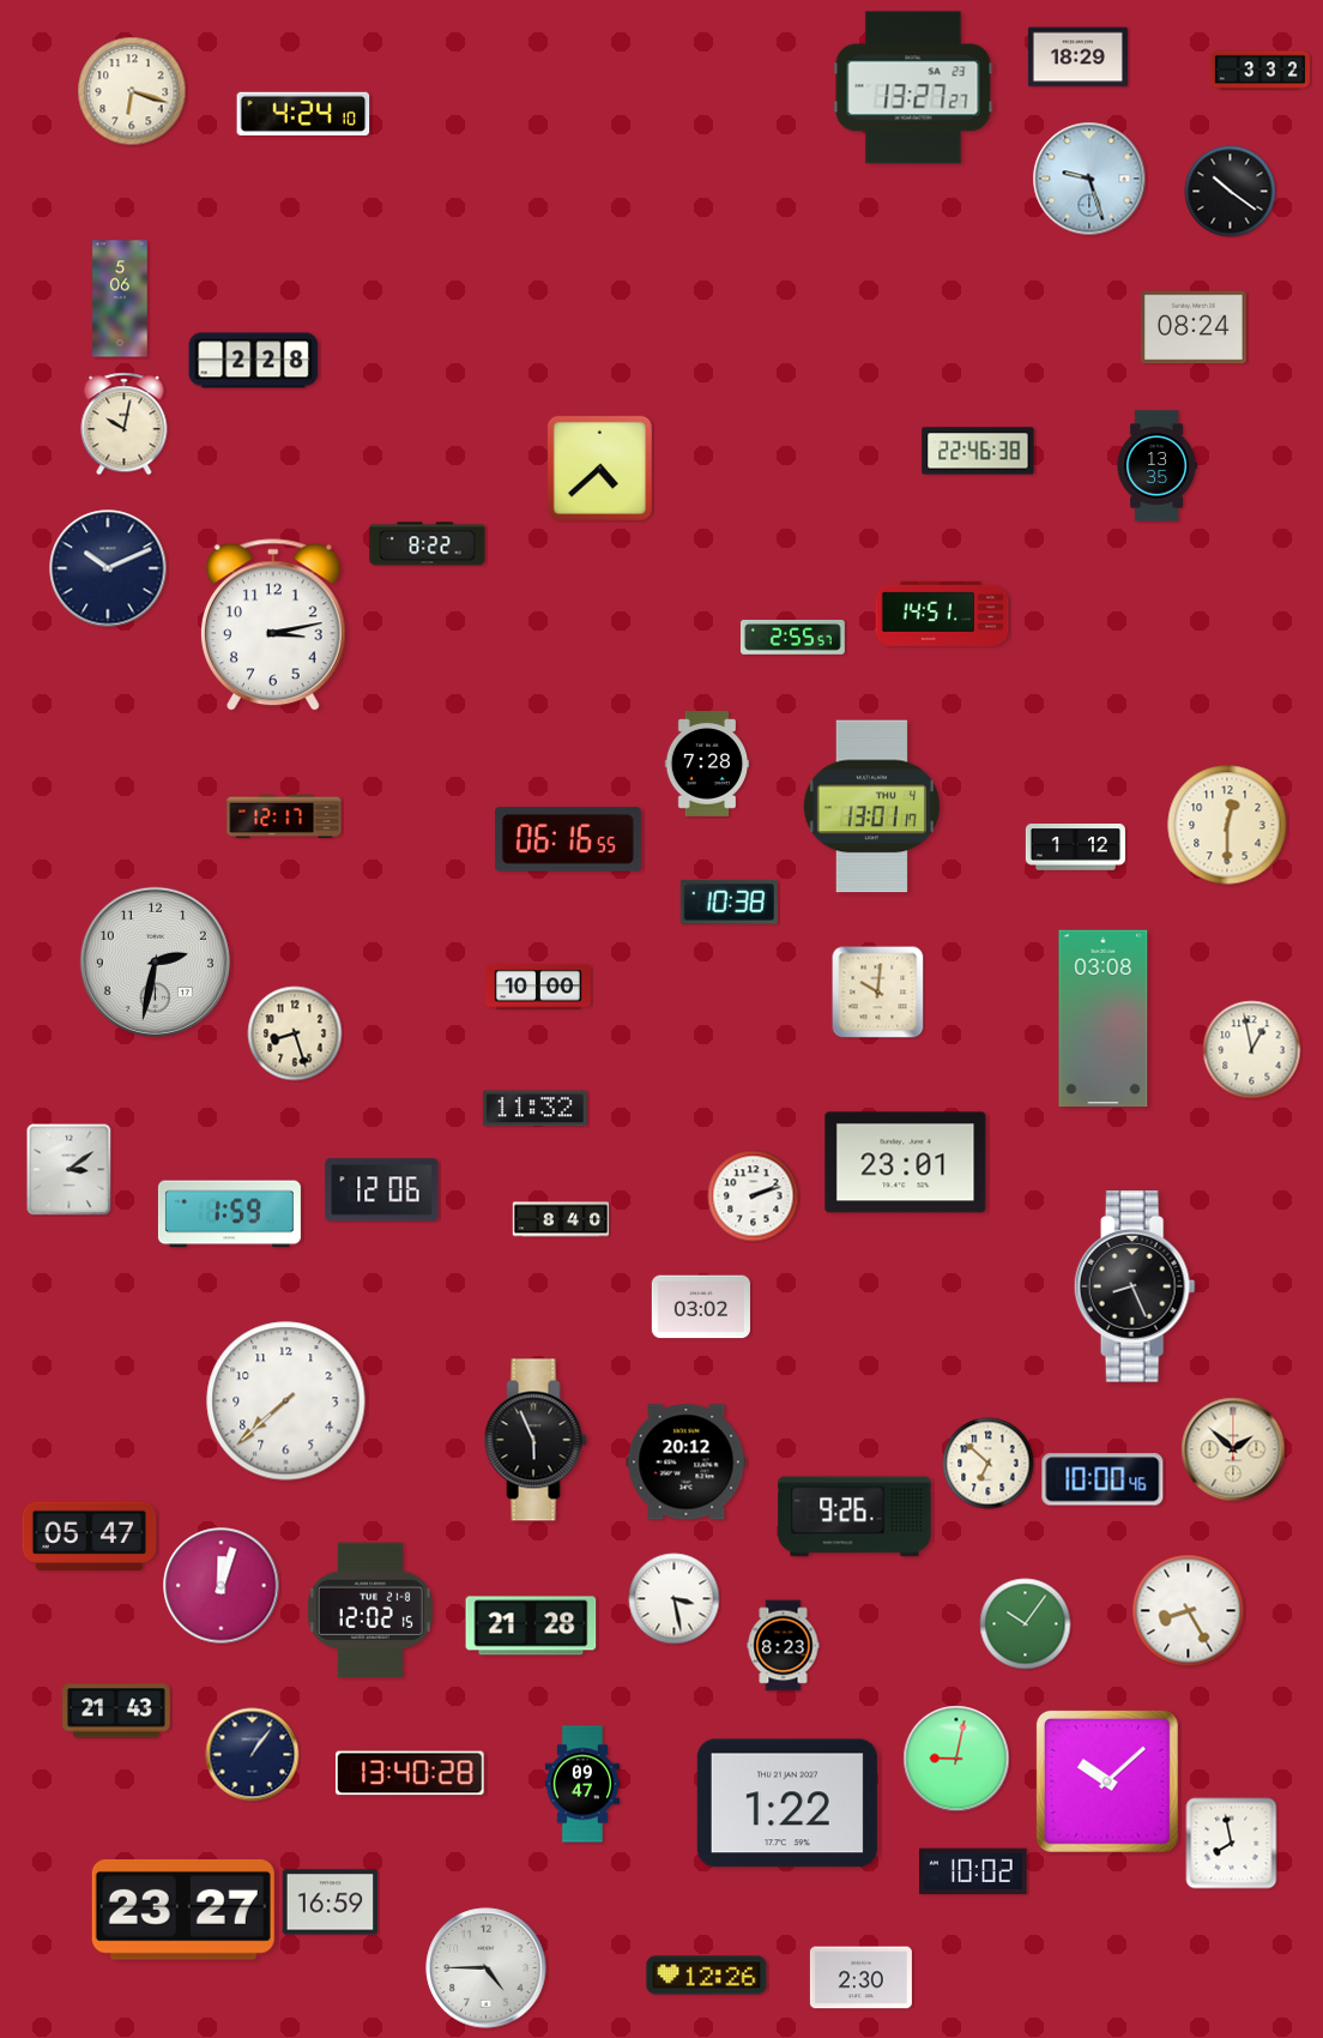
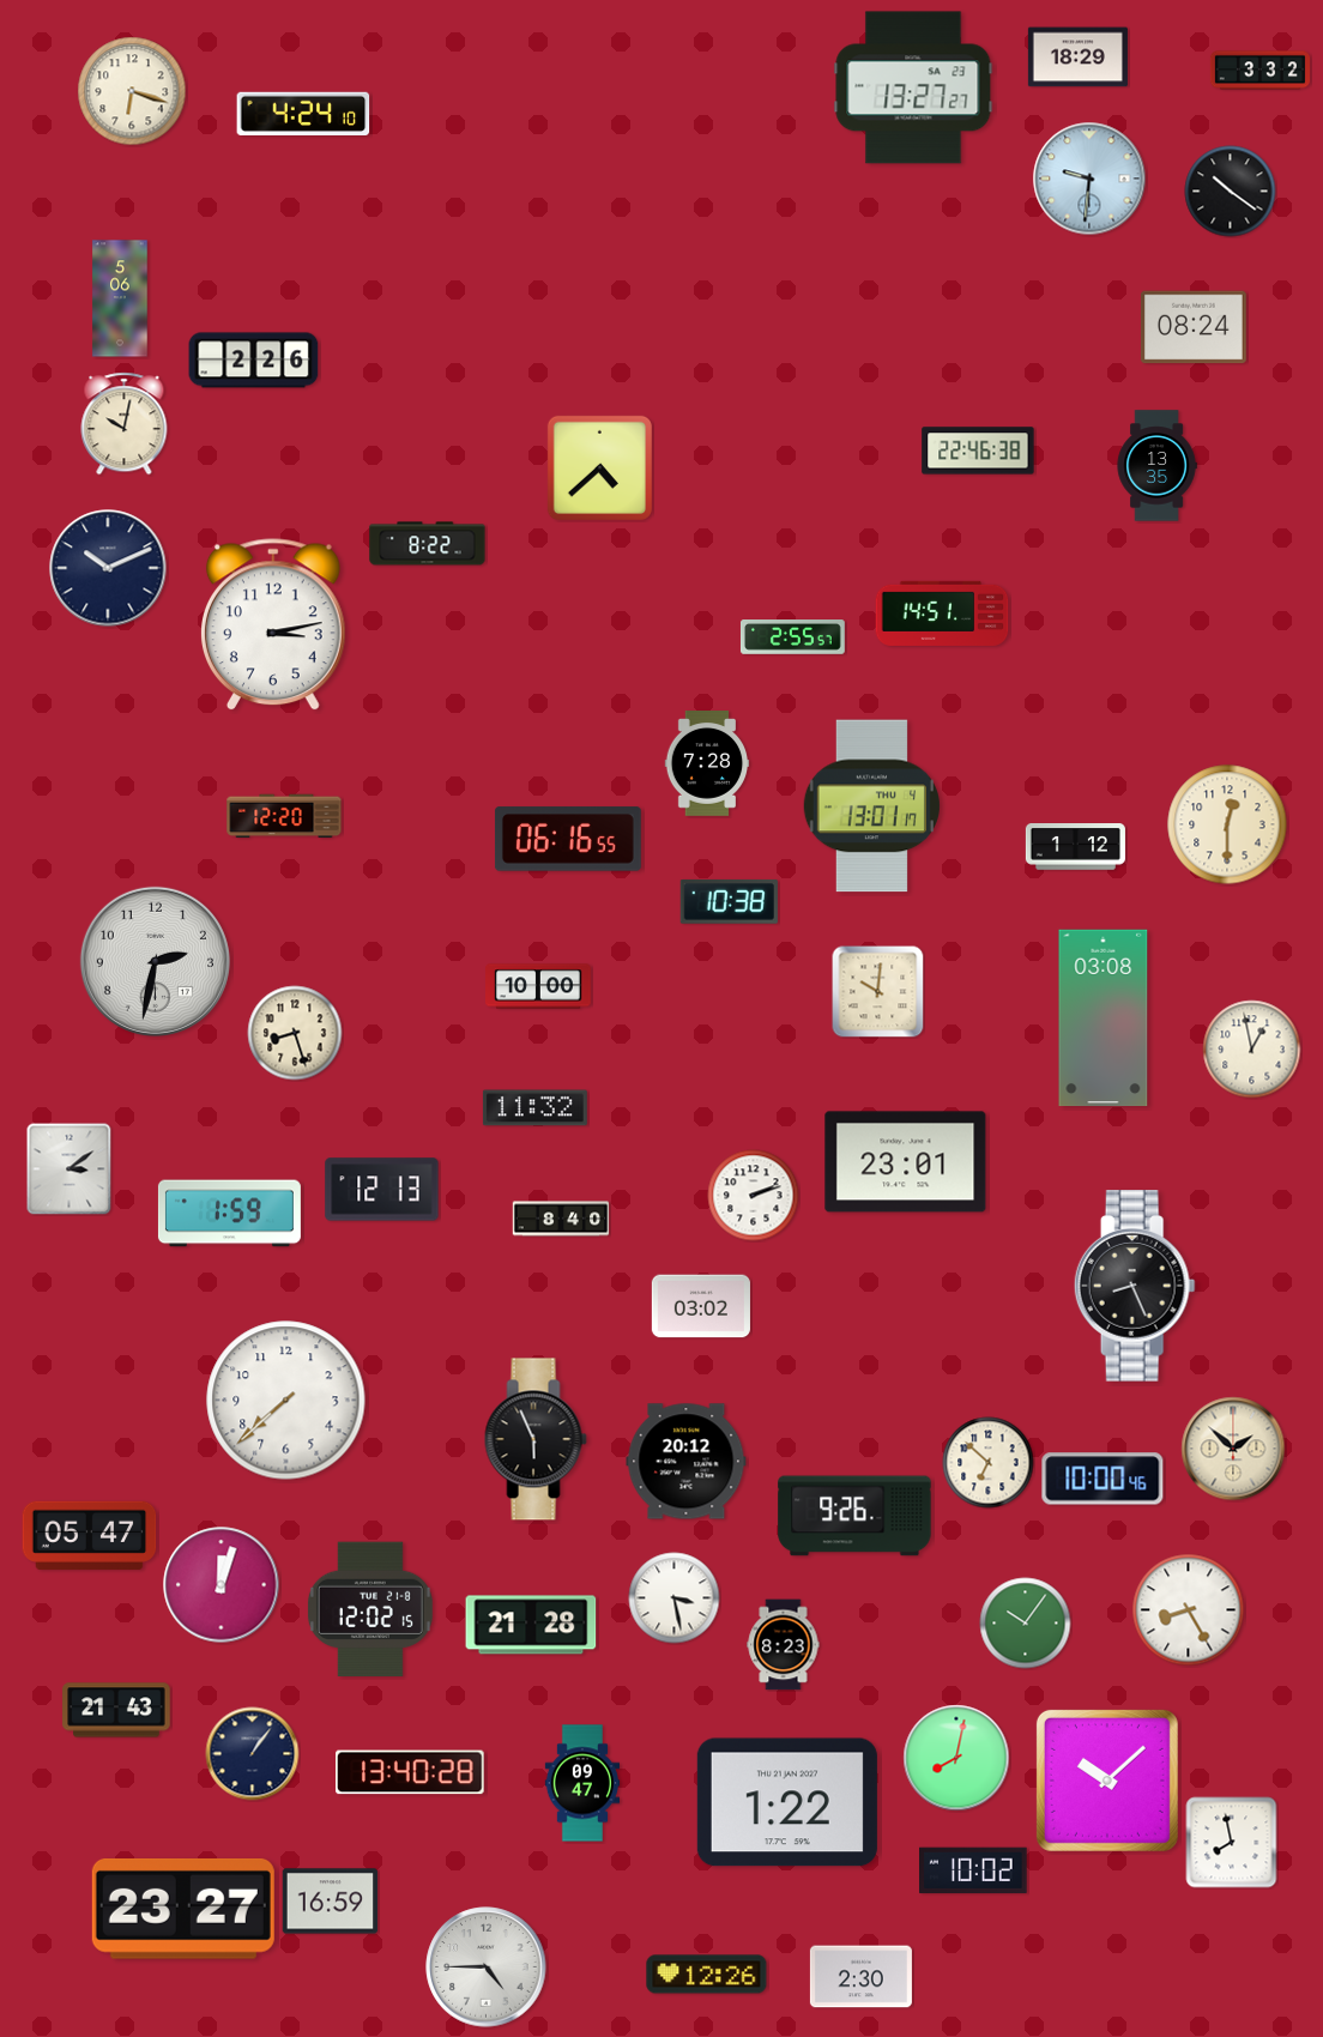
clock at (1089, 179): 9:27 -> 9:31
clock at (254, 361): 2:28 -> 2:26
clock at (284, 816): 12:17 -> 12:20
clock at (382, 1190): 12:06 -> 12:13
clock at (956, 1759): 9:02 -> 8:02
